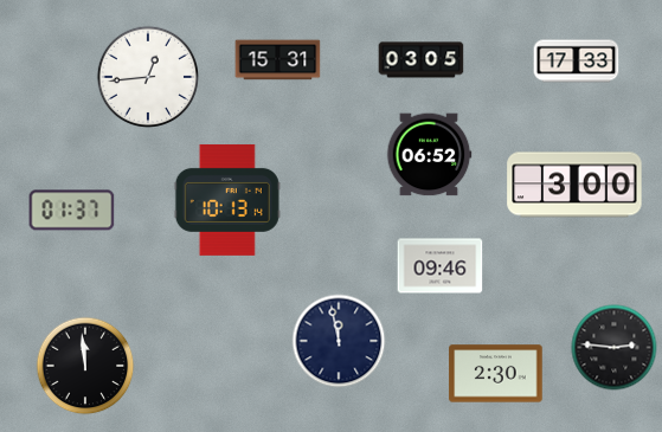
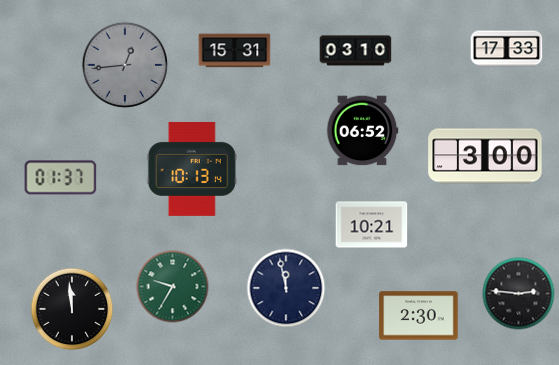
clock at (422, 60): 03:05 -> 03:10
clock at (577, 62) position: (577, 62) -> (507, 49)
clock at (148, 77) dial: white -> grey
clock at (441, 266): 09:46 -> 10:21
clock at (173, 287): none -> 9:35
